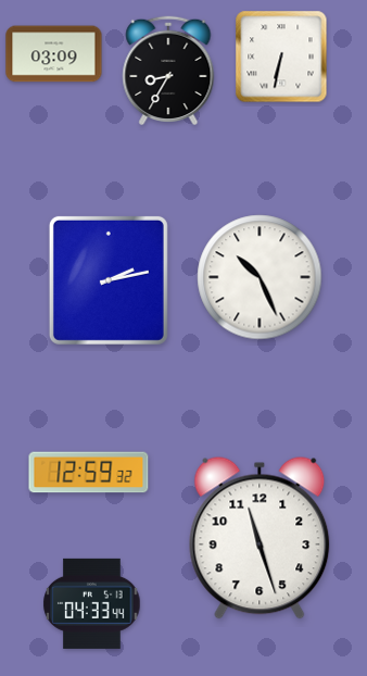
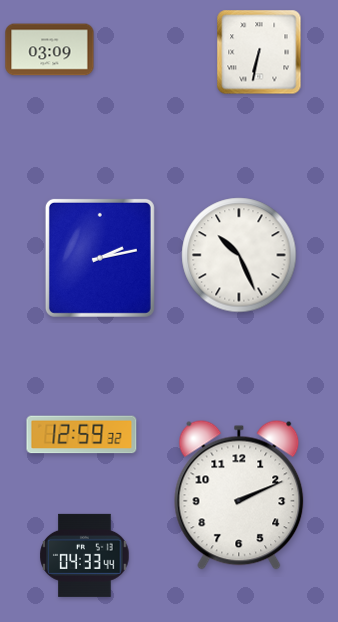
clock at (168, 71): 8:35 -> none
clock at (260, 538): 11:27 -> 2:11
